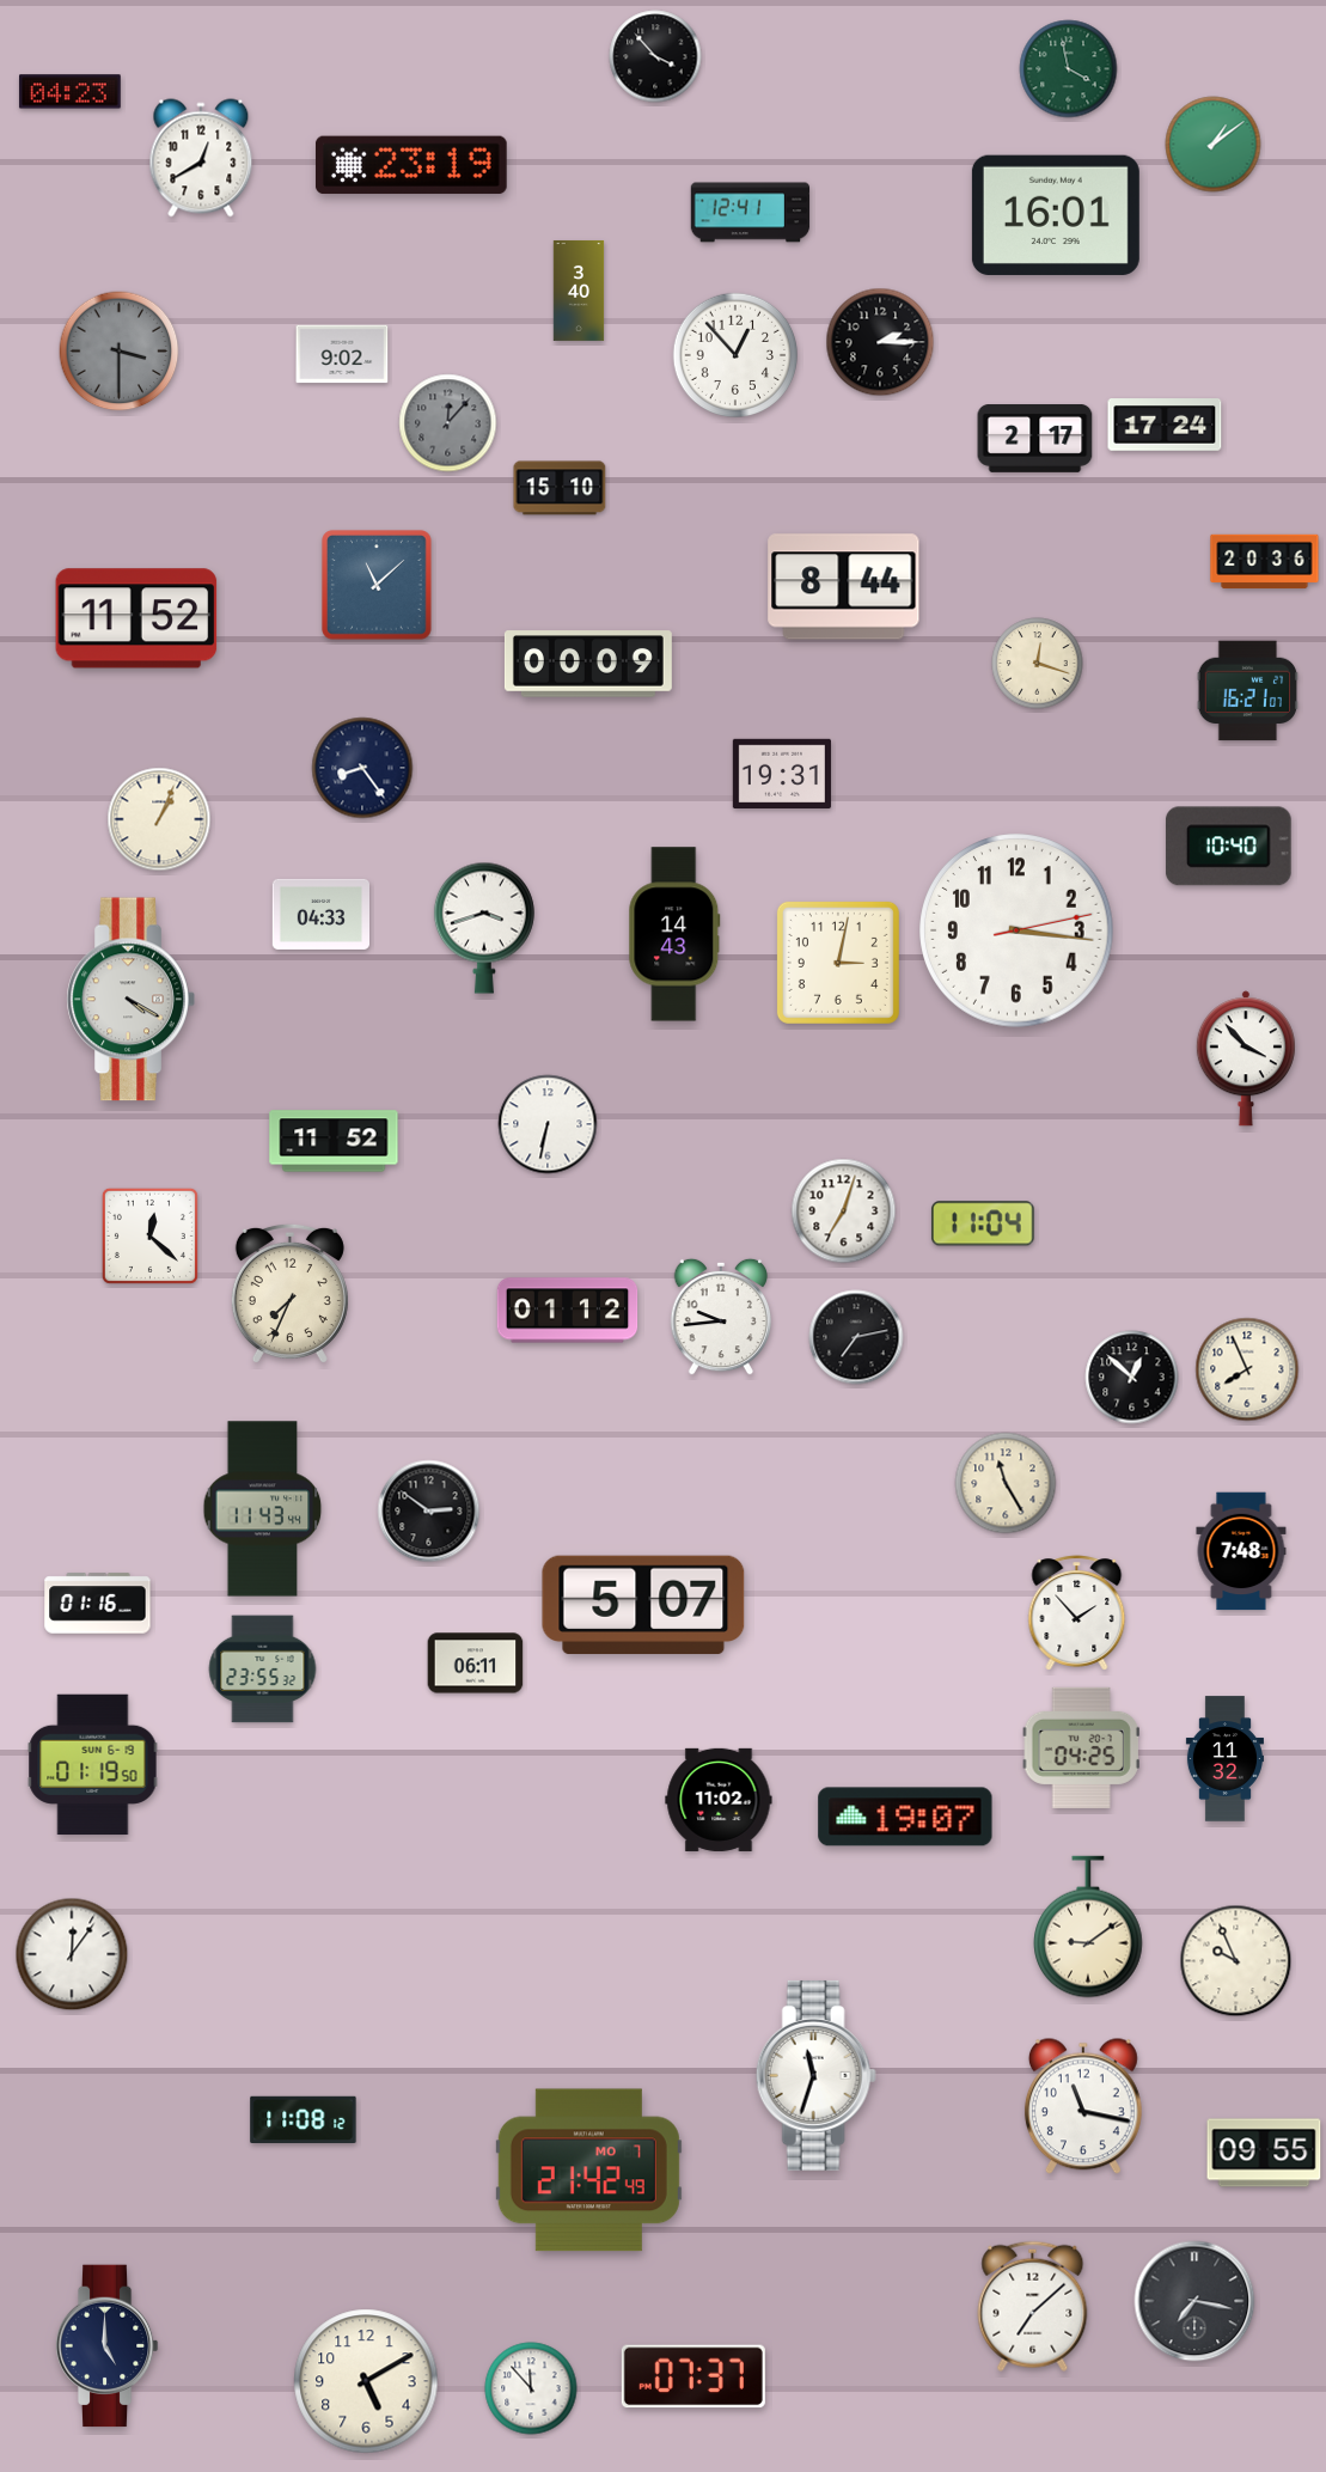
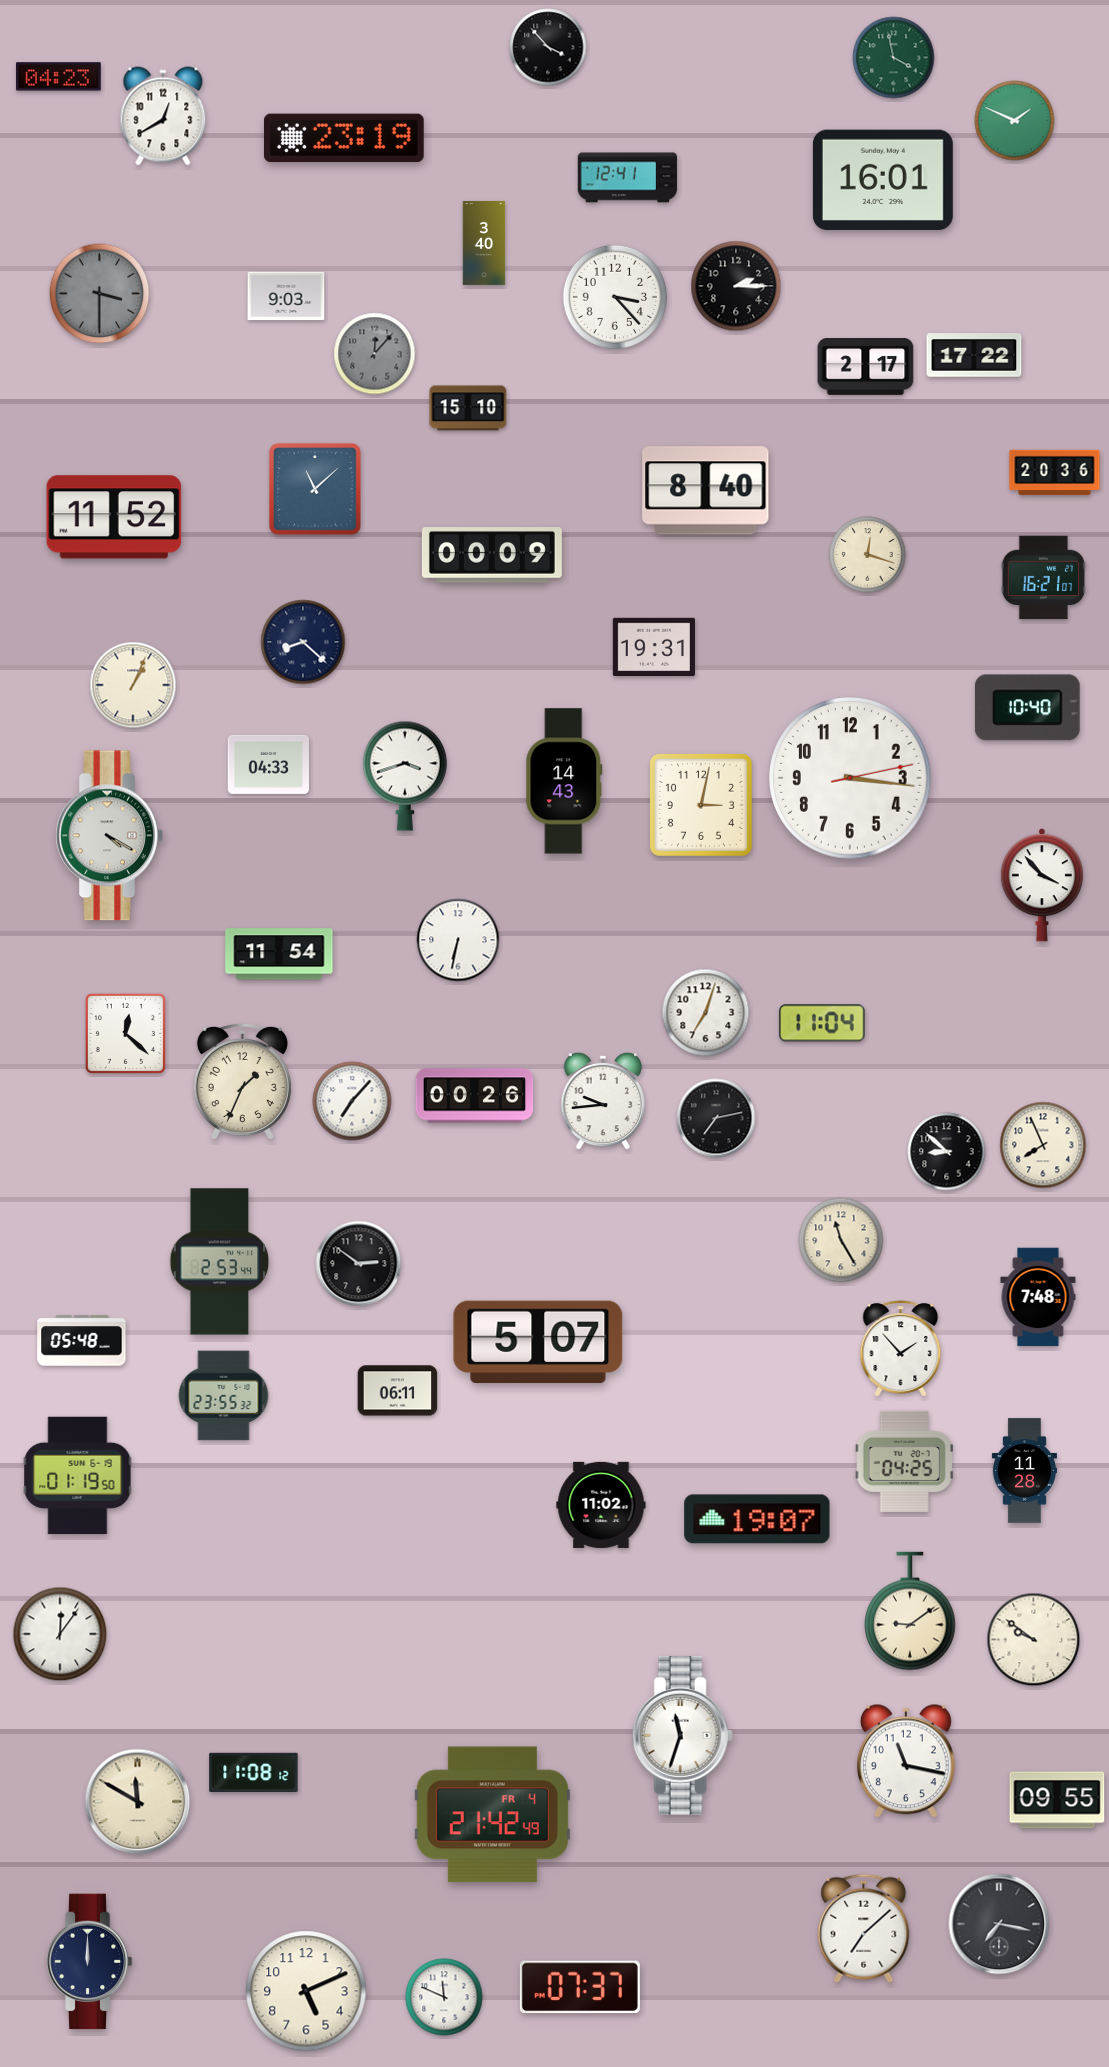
clock at (1214, 145): 1:09 -> 1:49
clock at (201, 158) position: (201, 158) -> (163, 116)
clock at (342, 354): 9:02 -> 9:03
clock at (734, 354): 12:53 -> 3:23
clock at (1165, 425): 17:24 -> 17:22
clock at (1265, 562) position: (1265, 562) -> (1055, 473)
clock at (844, 587): 8:44 -> 8:40
clock at (362, 768): 8:24 -> 8:22
clock at (334, 1141): 11:52 -> 11:54
clock at (289, 1294): 7:34 -> 1:34
clock at (568, 1311): 01:12 -> 00:26
clock at (352, 1101): none -> 7:07
clock at (1132, 1378): 12:52 -> 8:52
clock at (263, 1509): 11:43 -> 2:53
clock at (98, 1604): 01:16 -> 05:48
clock at (263, 1670) position: (263, 1670) -> (224, 1396)
clock at (1224, 1759): 11:32 -> 11:28
clock at (1236, 1961): 9:56 -> 9:51
clock at (138, 1802): none -> 11:50
clock at (588, 2171) date: MO 7 -> FR 4
clock at (106, 2346): 5:00 -> 12:00
clock at (366, 2381): 5:10 -> 5:11
clock at (531, 2388): 11:53 -> 11:49
